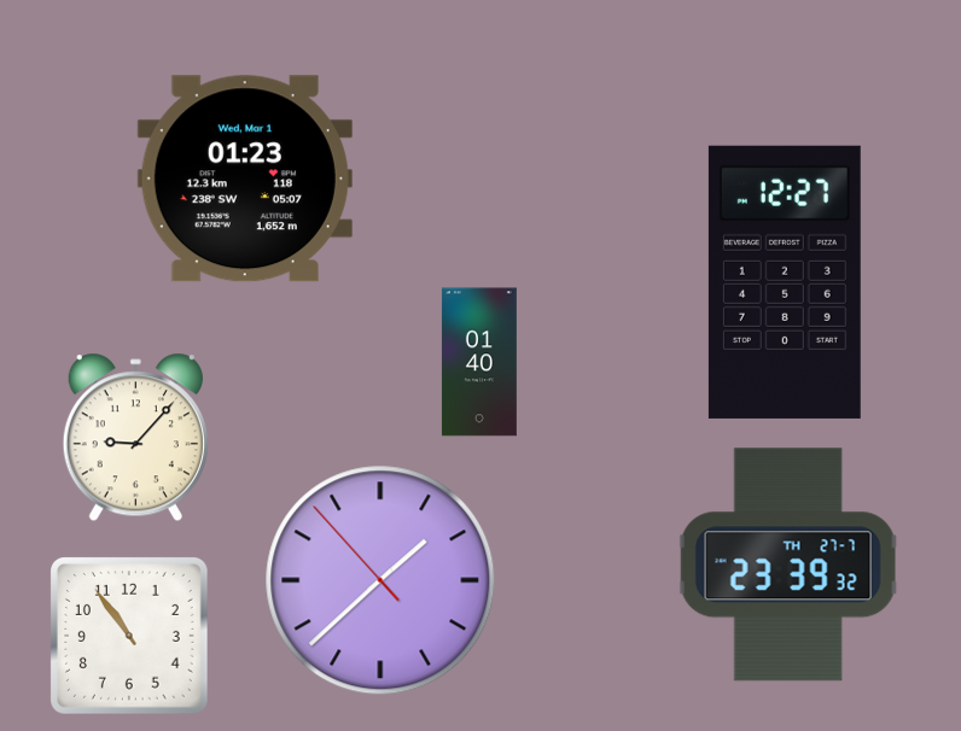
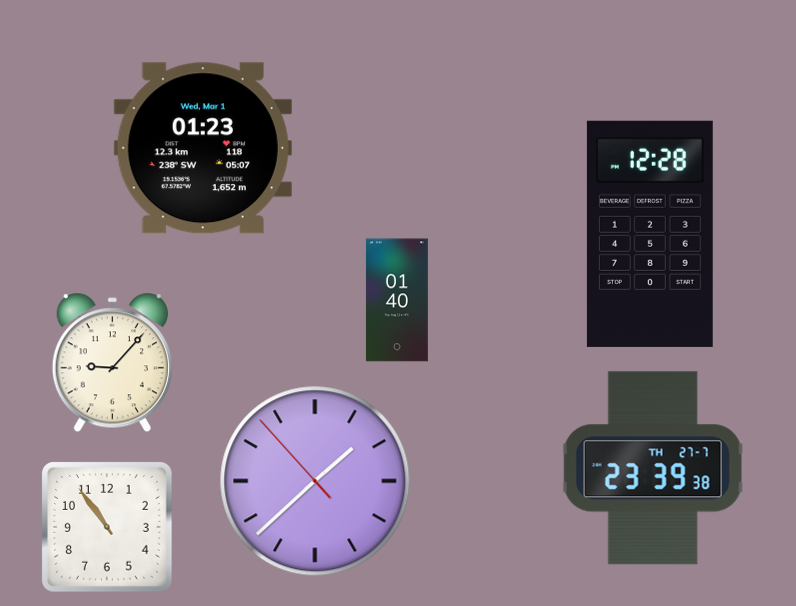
clock at (785, 282): 12:27 -> 12:28
clock at (788, 565): 23:39:32 -> 23:39:38
